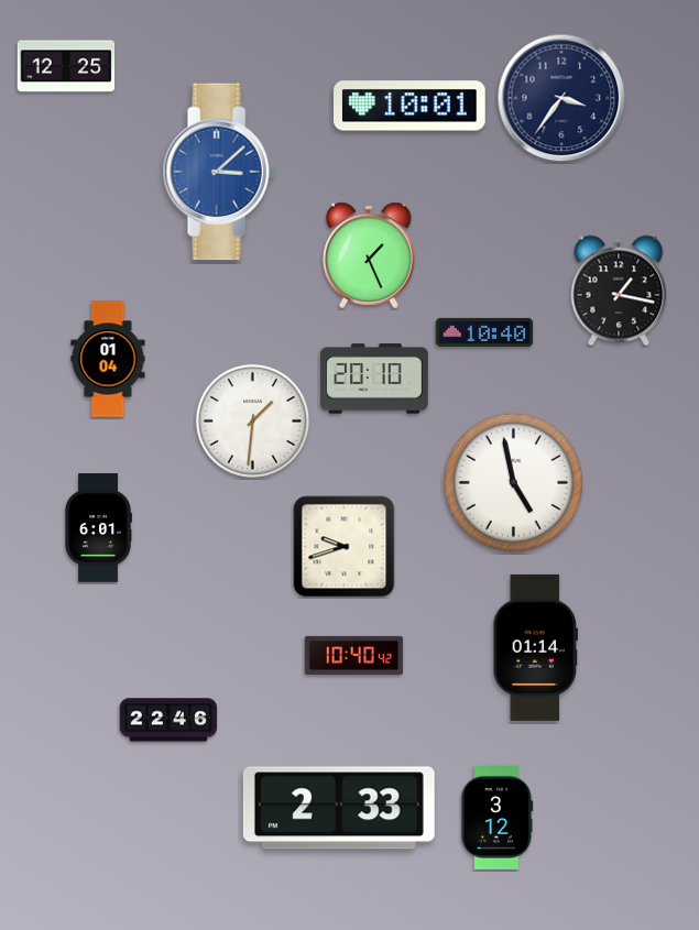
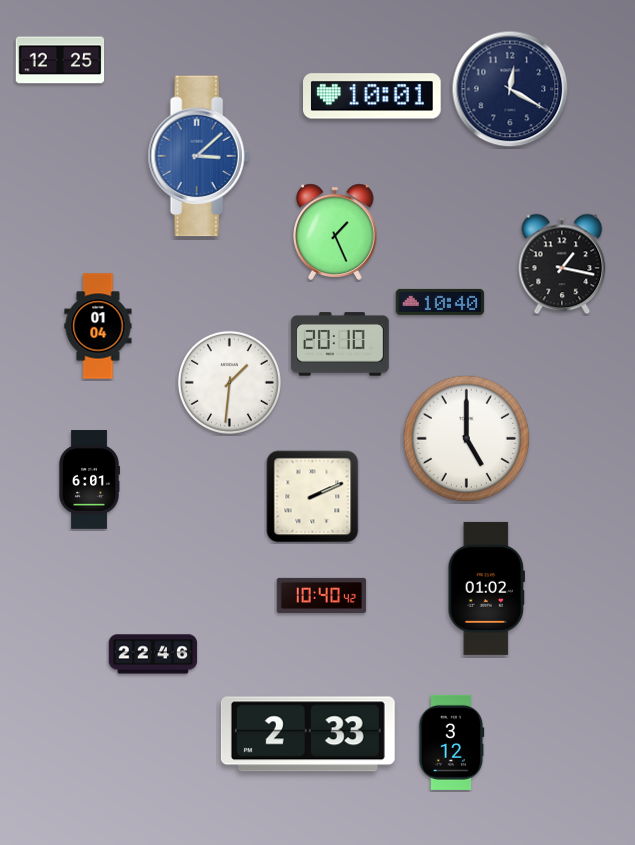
clock at (561, 98): 3:36 -> 12:20
clock at (513, 482): 4:58 -> 5:00
clock at (345, 547): 9:42 -> 2:11
clock at (536, 647): 01:14 -> 01:02
